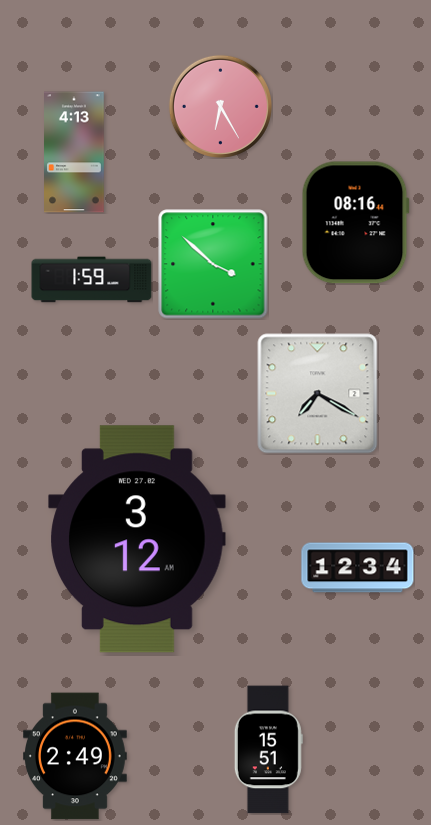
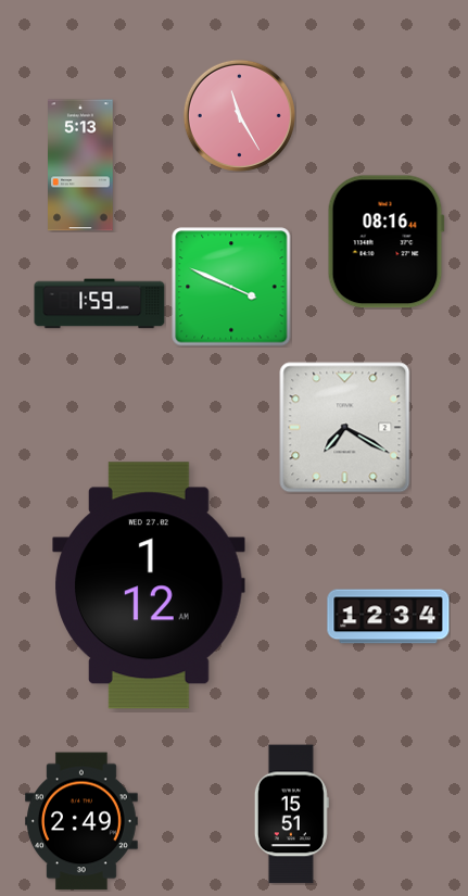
clock at (220, 106): 6:25 -> 11:25
clock at (75, 152): 4:13 -> 5:13
clock at (213, 264): 3:52 -> 3:49
clock at (137, 539): 3:12 -> 1:12
